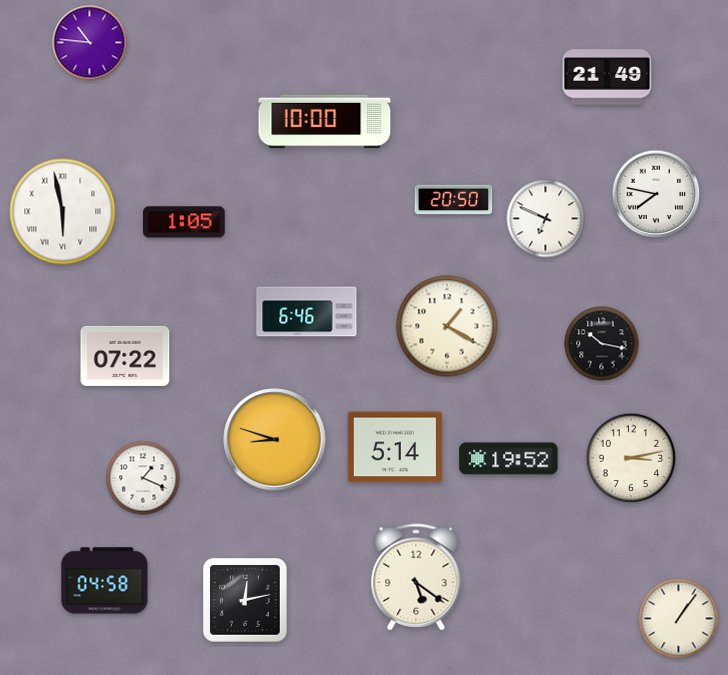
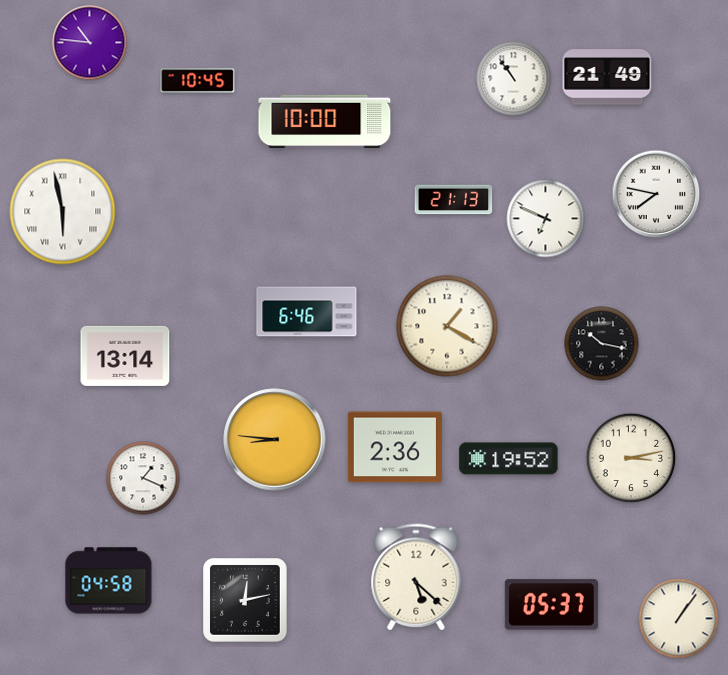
clock at (514, 79): none -> 10:54
clock at (198, 81): none -> 10:45
clock at (454, 200): 20:50 -> 21:13
clock at (184, 222): 1:05 -> none
clock at (125, 356): 07:22 -> 13:14
clock at (275, 440): 8:48 -> 8:46
clock at (395, 447): 5:14 -> 2:36
clock at (416, 577): 5:21 -> 5:22
clock at (105, 581) position: (105, 581) -> (109, 581)
clock at (551, 605): none -> 05:37
